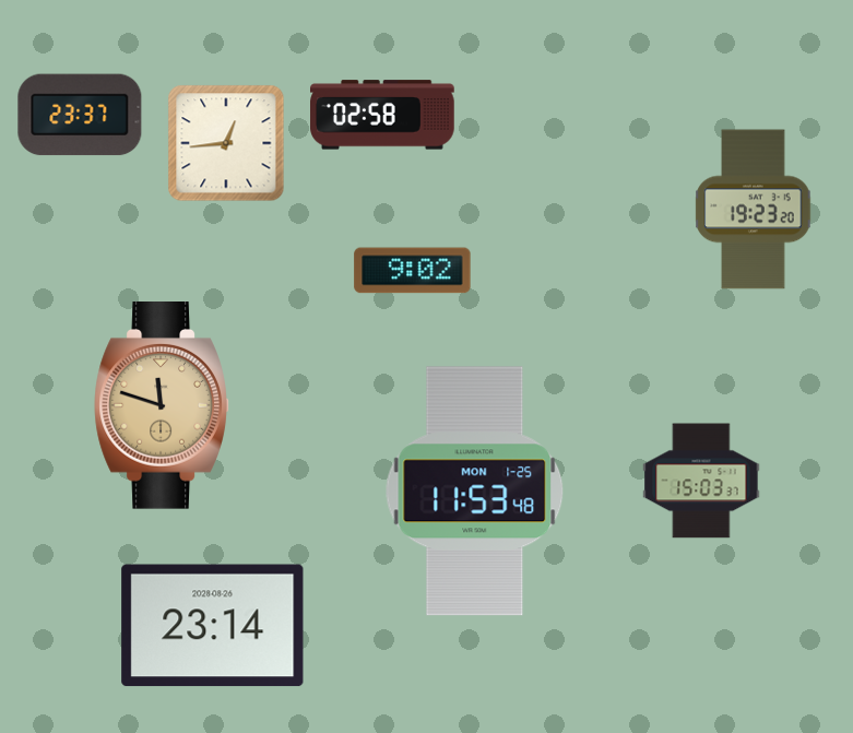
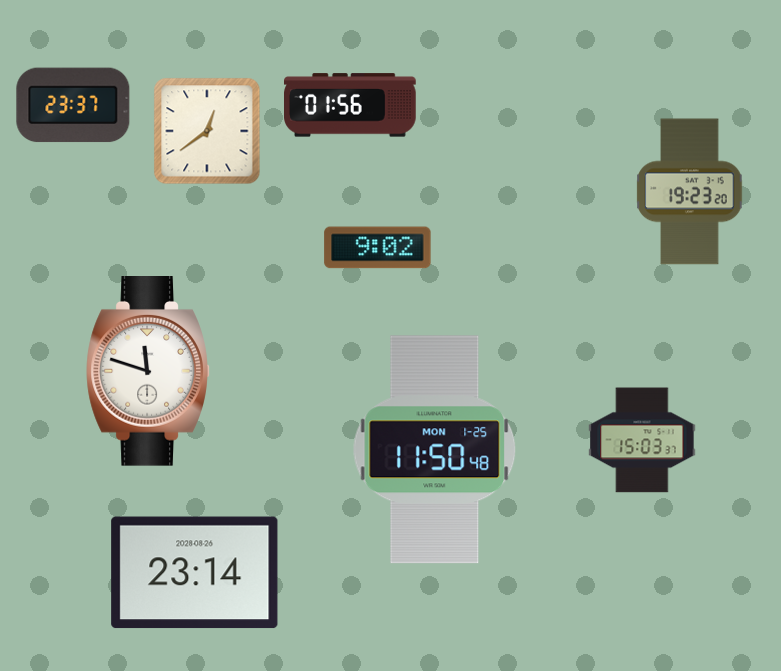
clock at (383, 115): 02:58 -> 01:56
clock at (226, 143): 12:44 -> 12:39
clock at (162, 406) dial: champagne -> white
clock at (475, 492): 11:53 -> 11:50
